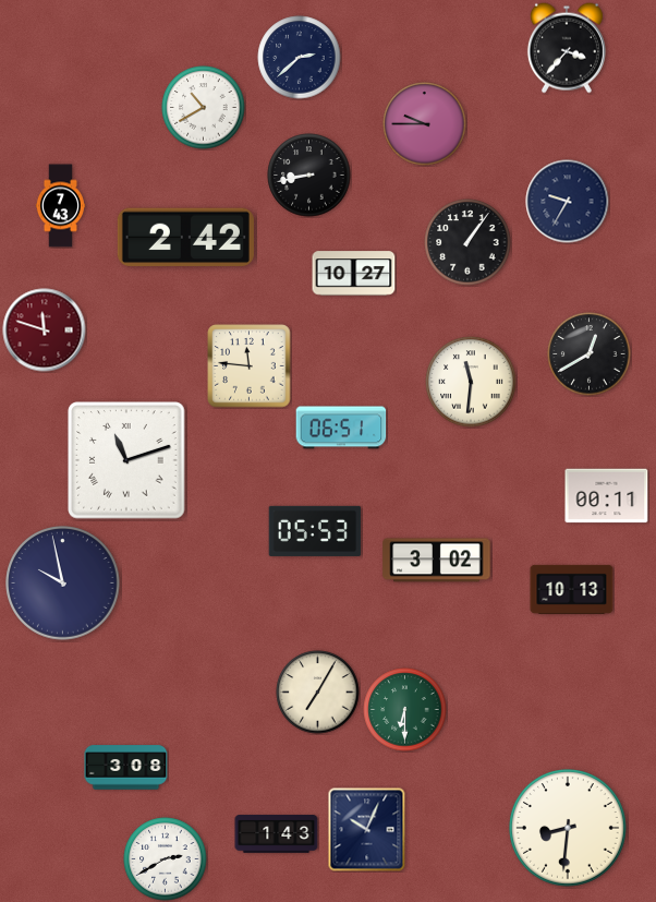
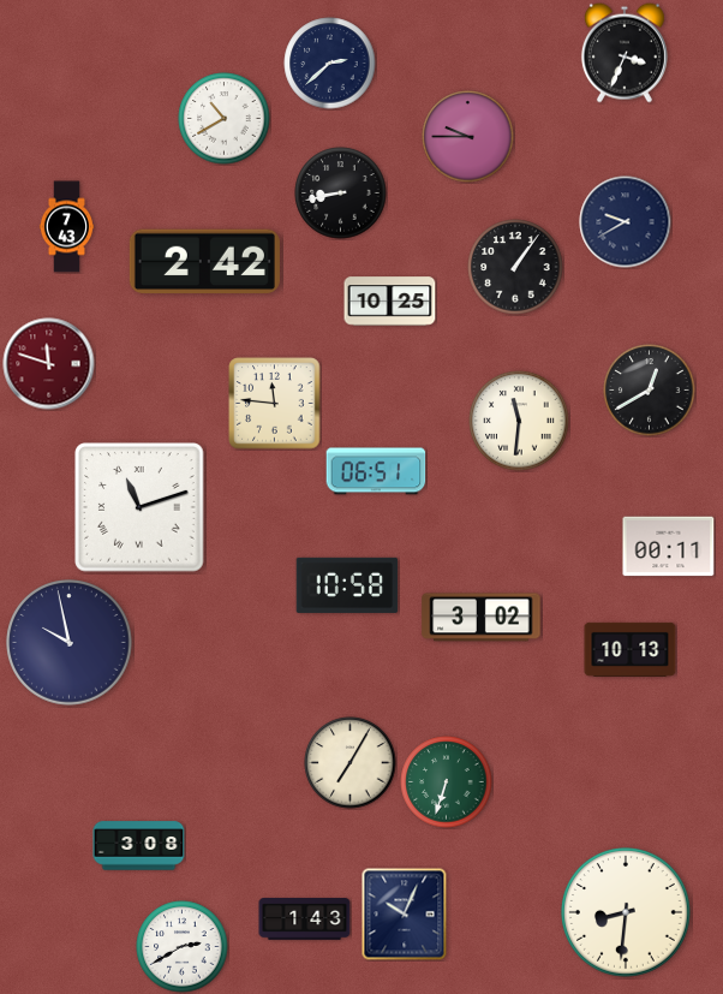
clock at (567, 48): 3:37 -> 3:34
clock at (568, 202): 9:35 -> 9:40
clock at (354, 274): 10:27 -> 10:25
clock at (315, 531): 05:53 -> 10:58
clock at (405, 710): 6:30 -> 6:33
